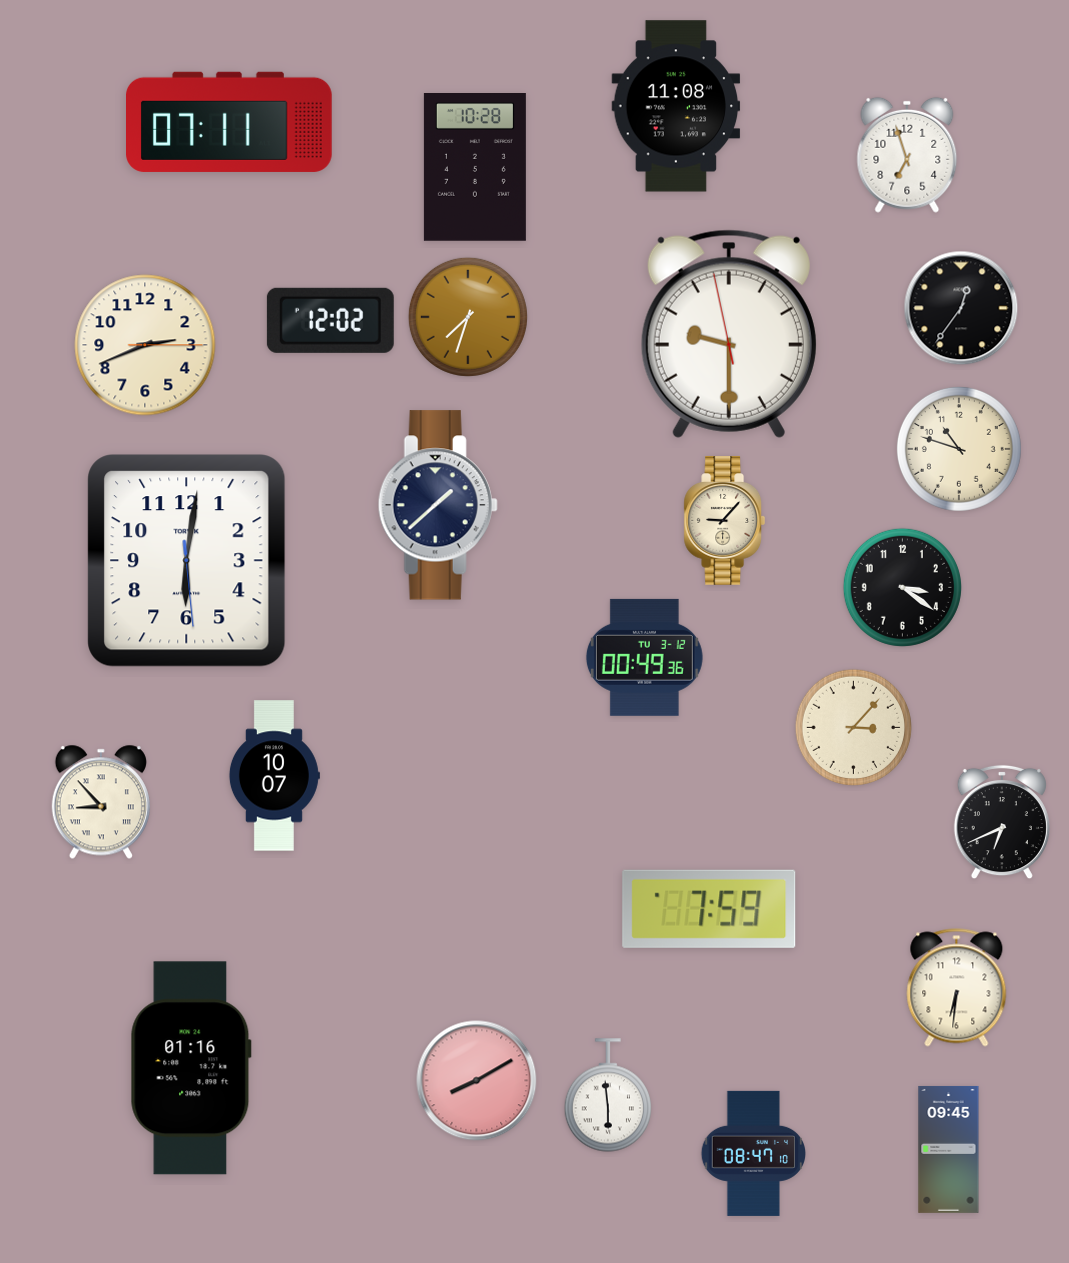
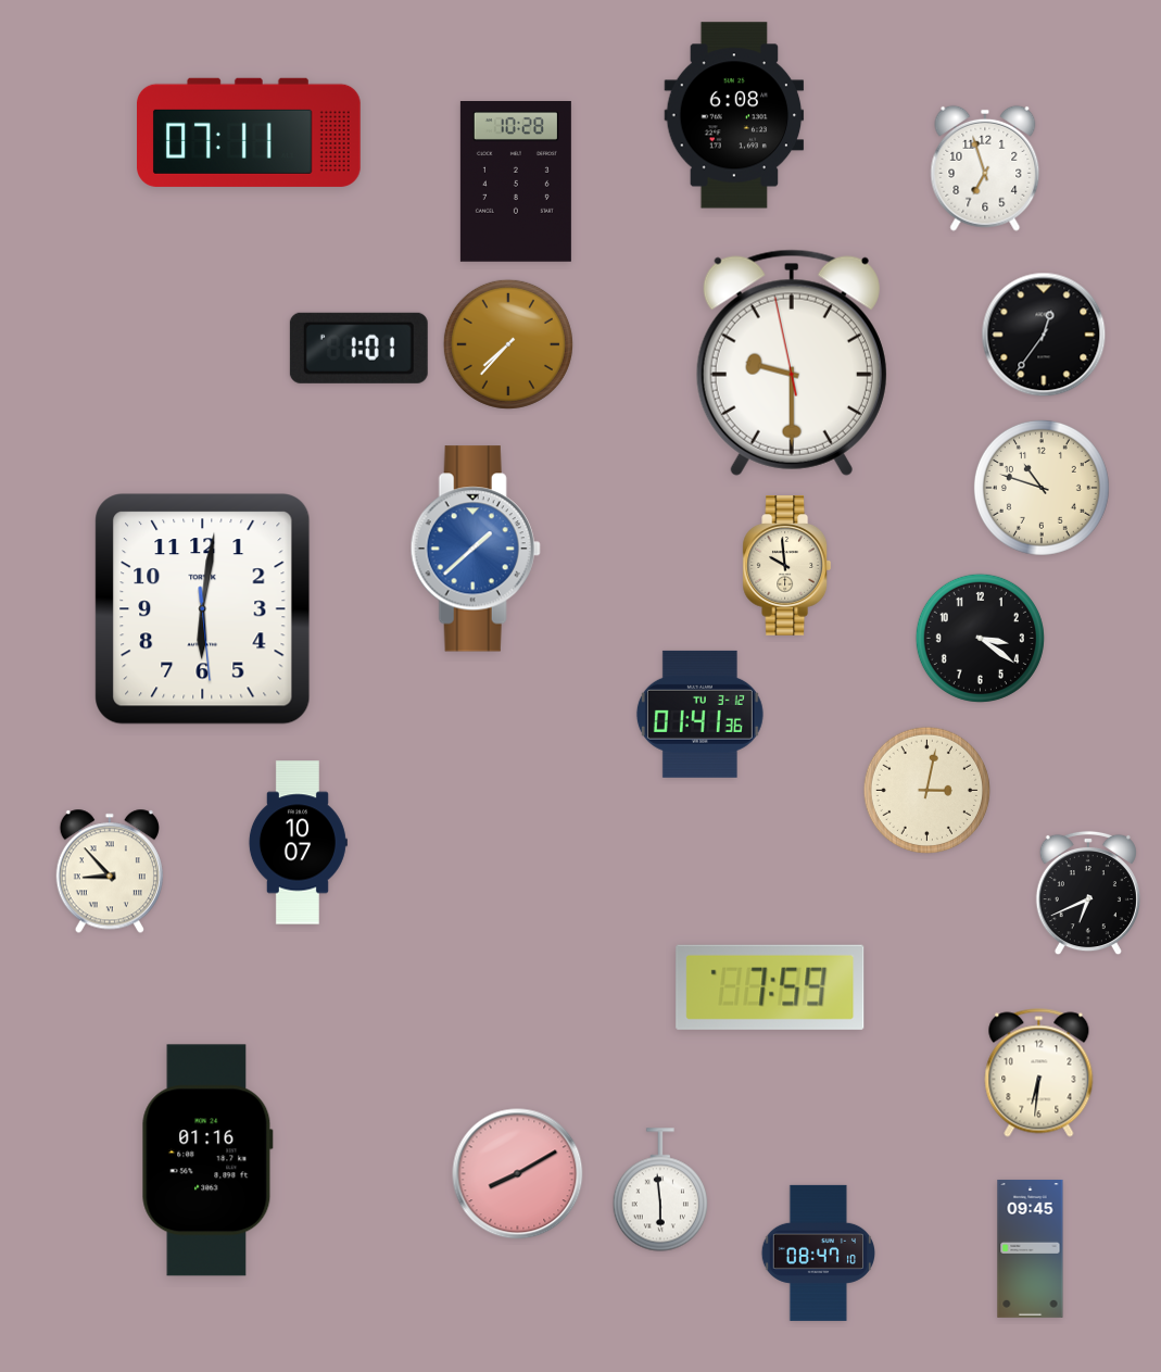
clock at (676, 106): 11:08 -> 6:08
clock at (468, 317): 7:33 -> 7:37
clock at (330, 320): 12:02 -> 1:01
clock at (145, 345): 2:41 -> none
clock at (438, 505) dial: navy -> blue
clock at (724, 521): 9:07 -> 9:59
clock at (644, 657): 00:49 -> 01:41
clock at (853, 727): 3:07 -> 3:02
